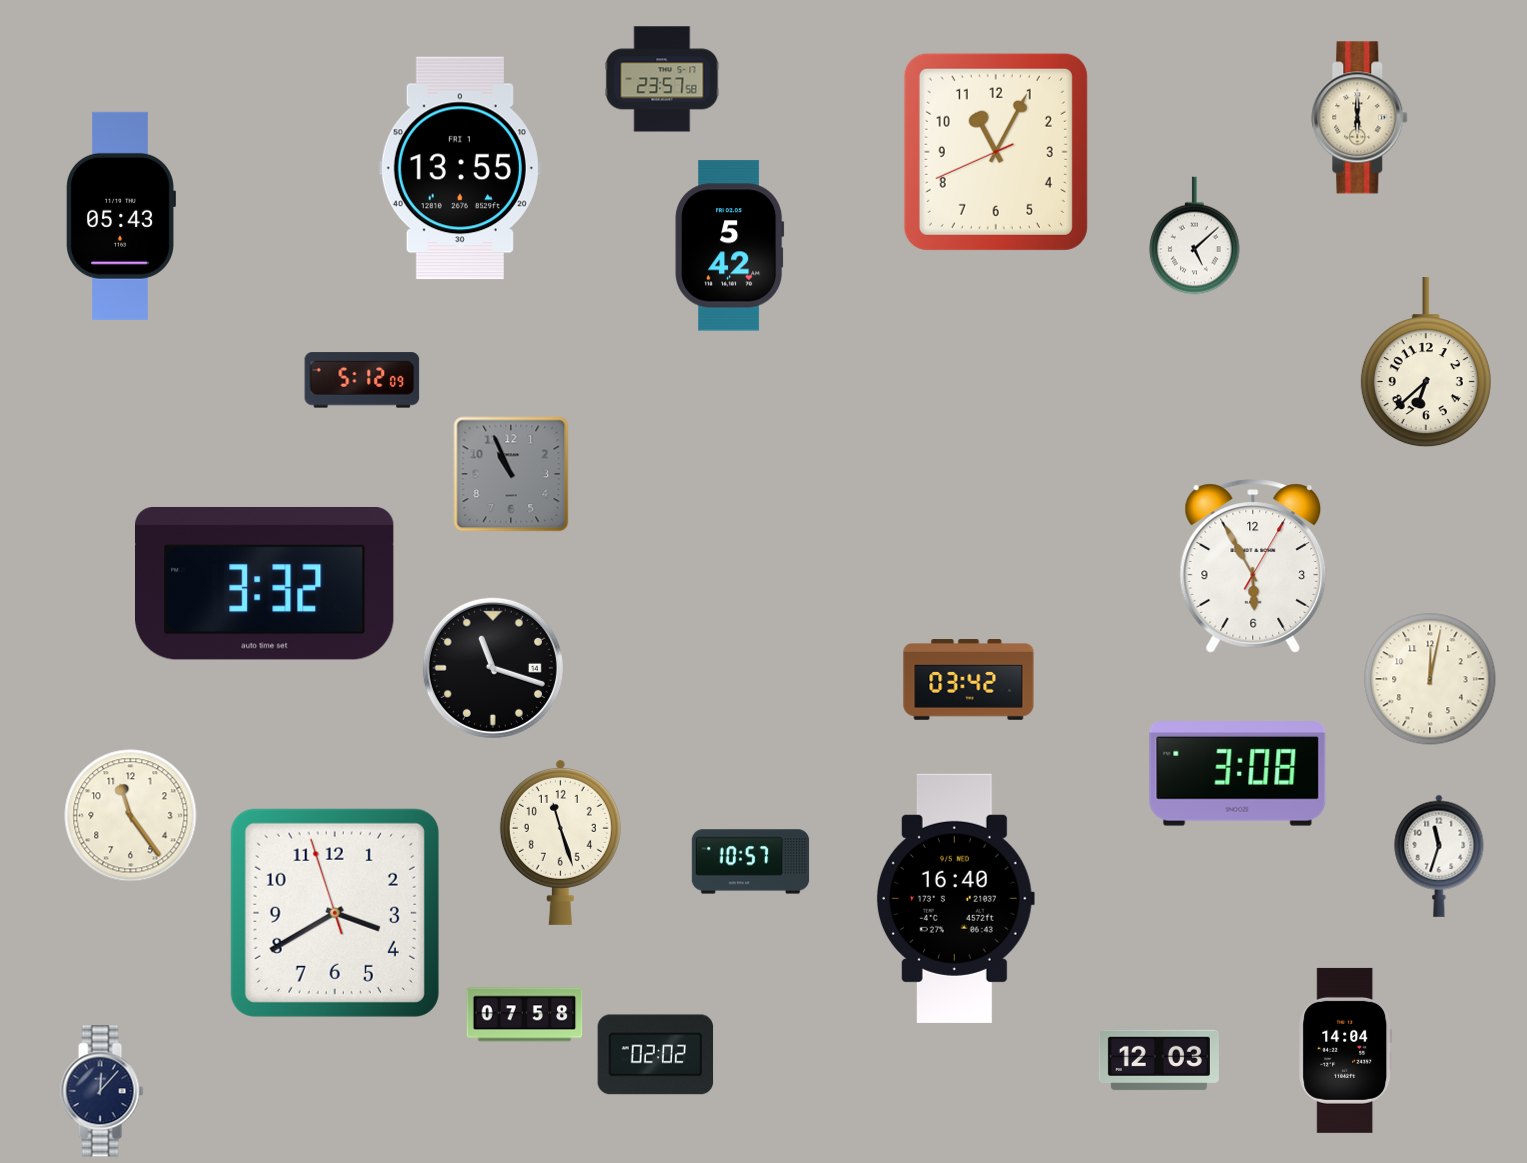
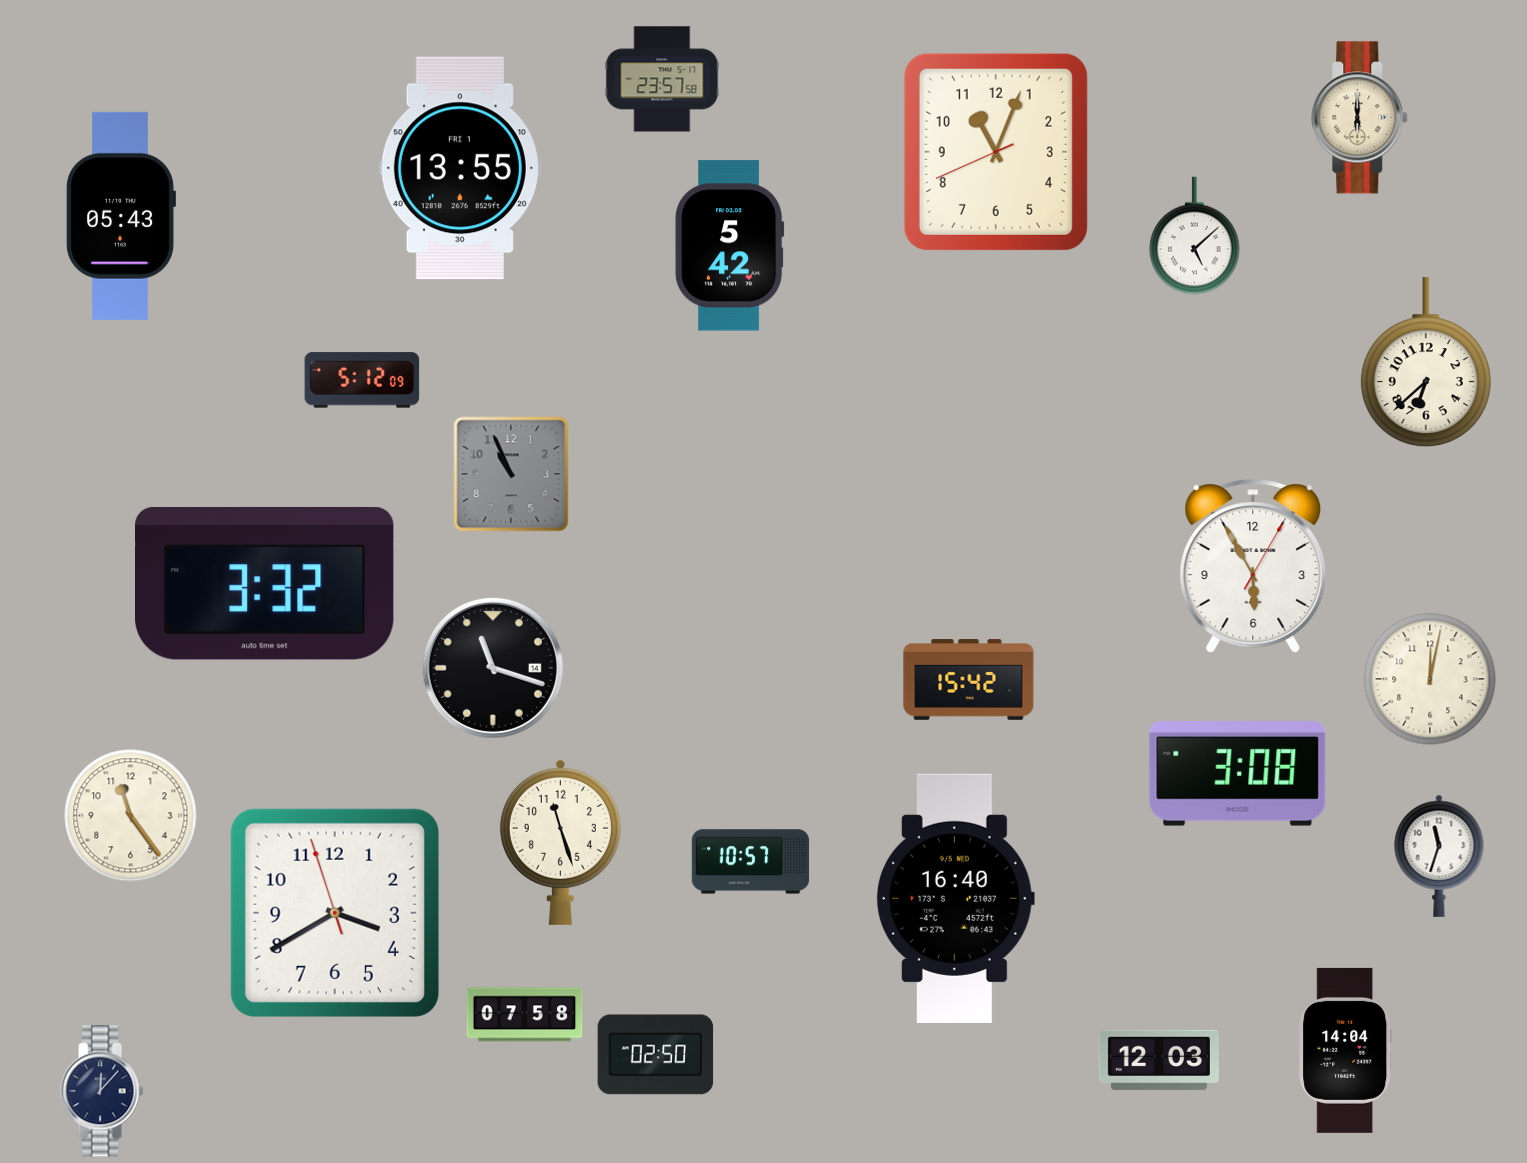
clock at (996, 152): 11:04 -> 11:03
clock at (969, 680): 03:42 -> 15:42
clock at (656, 1055): 02:02 -> 02:50
